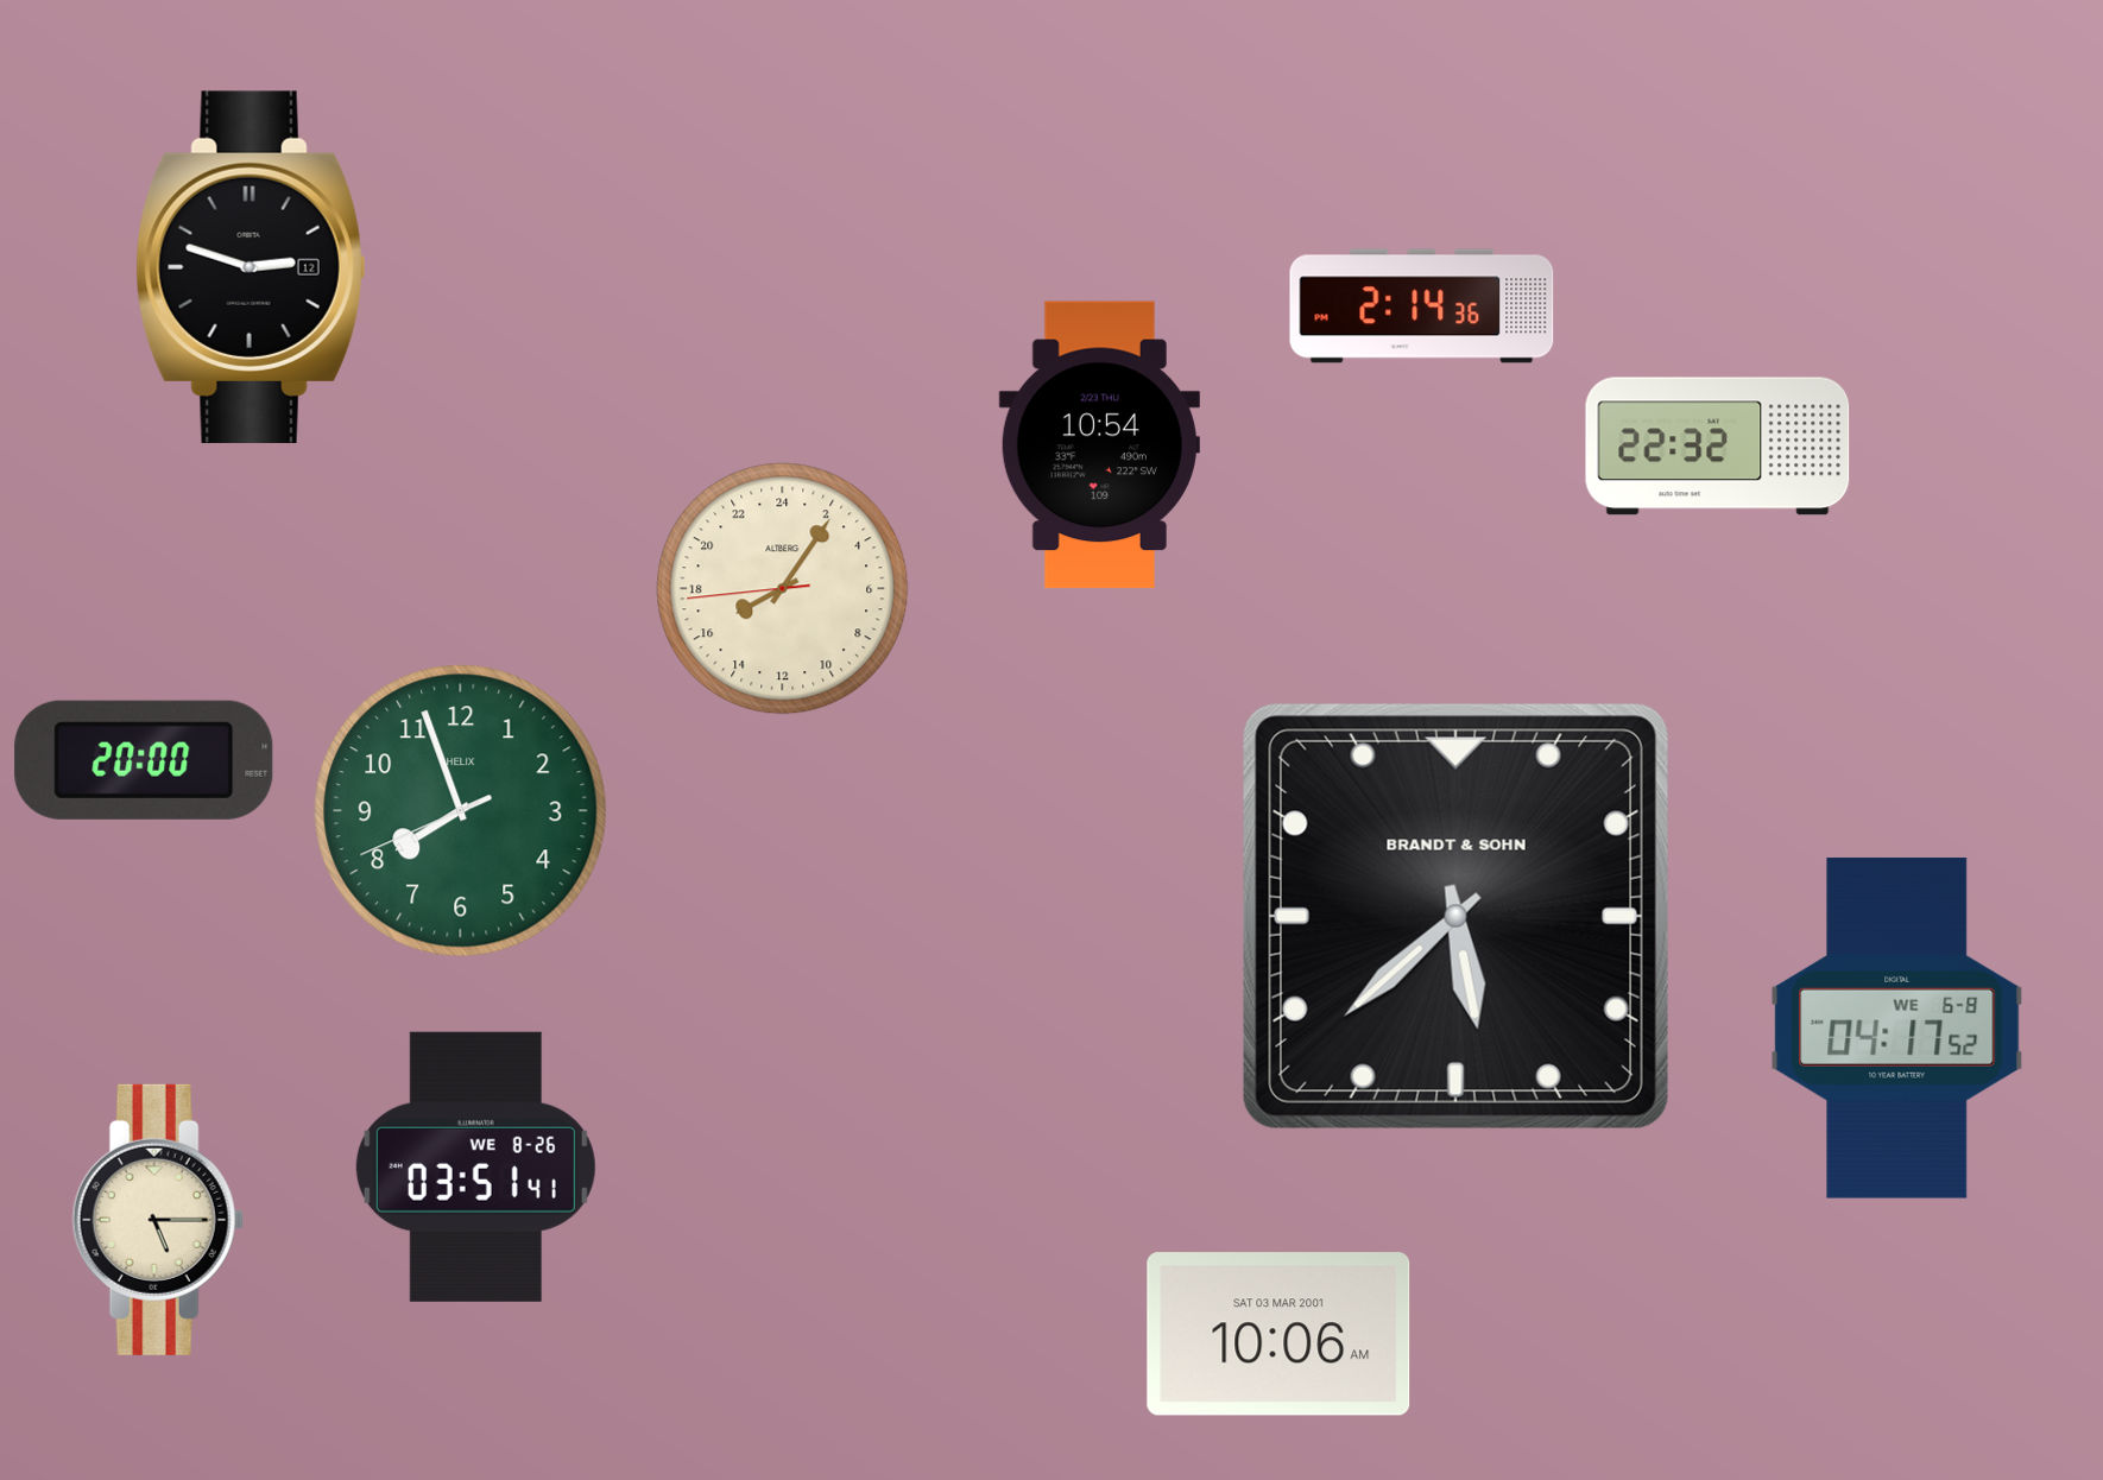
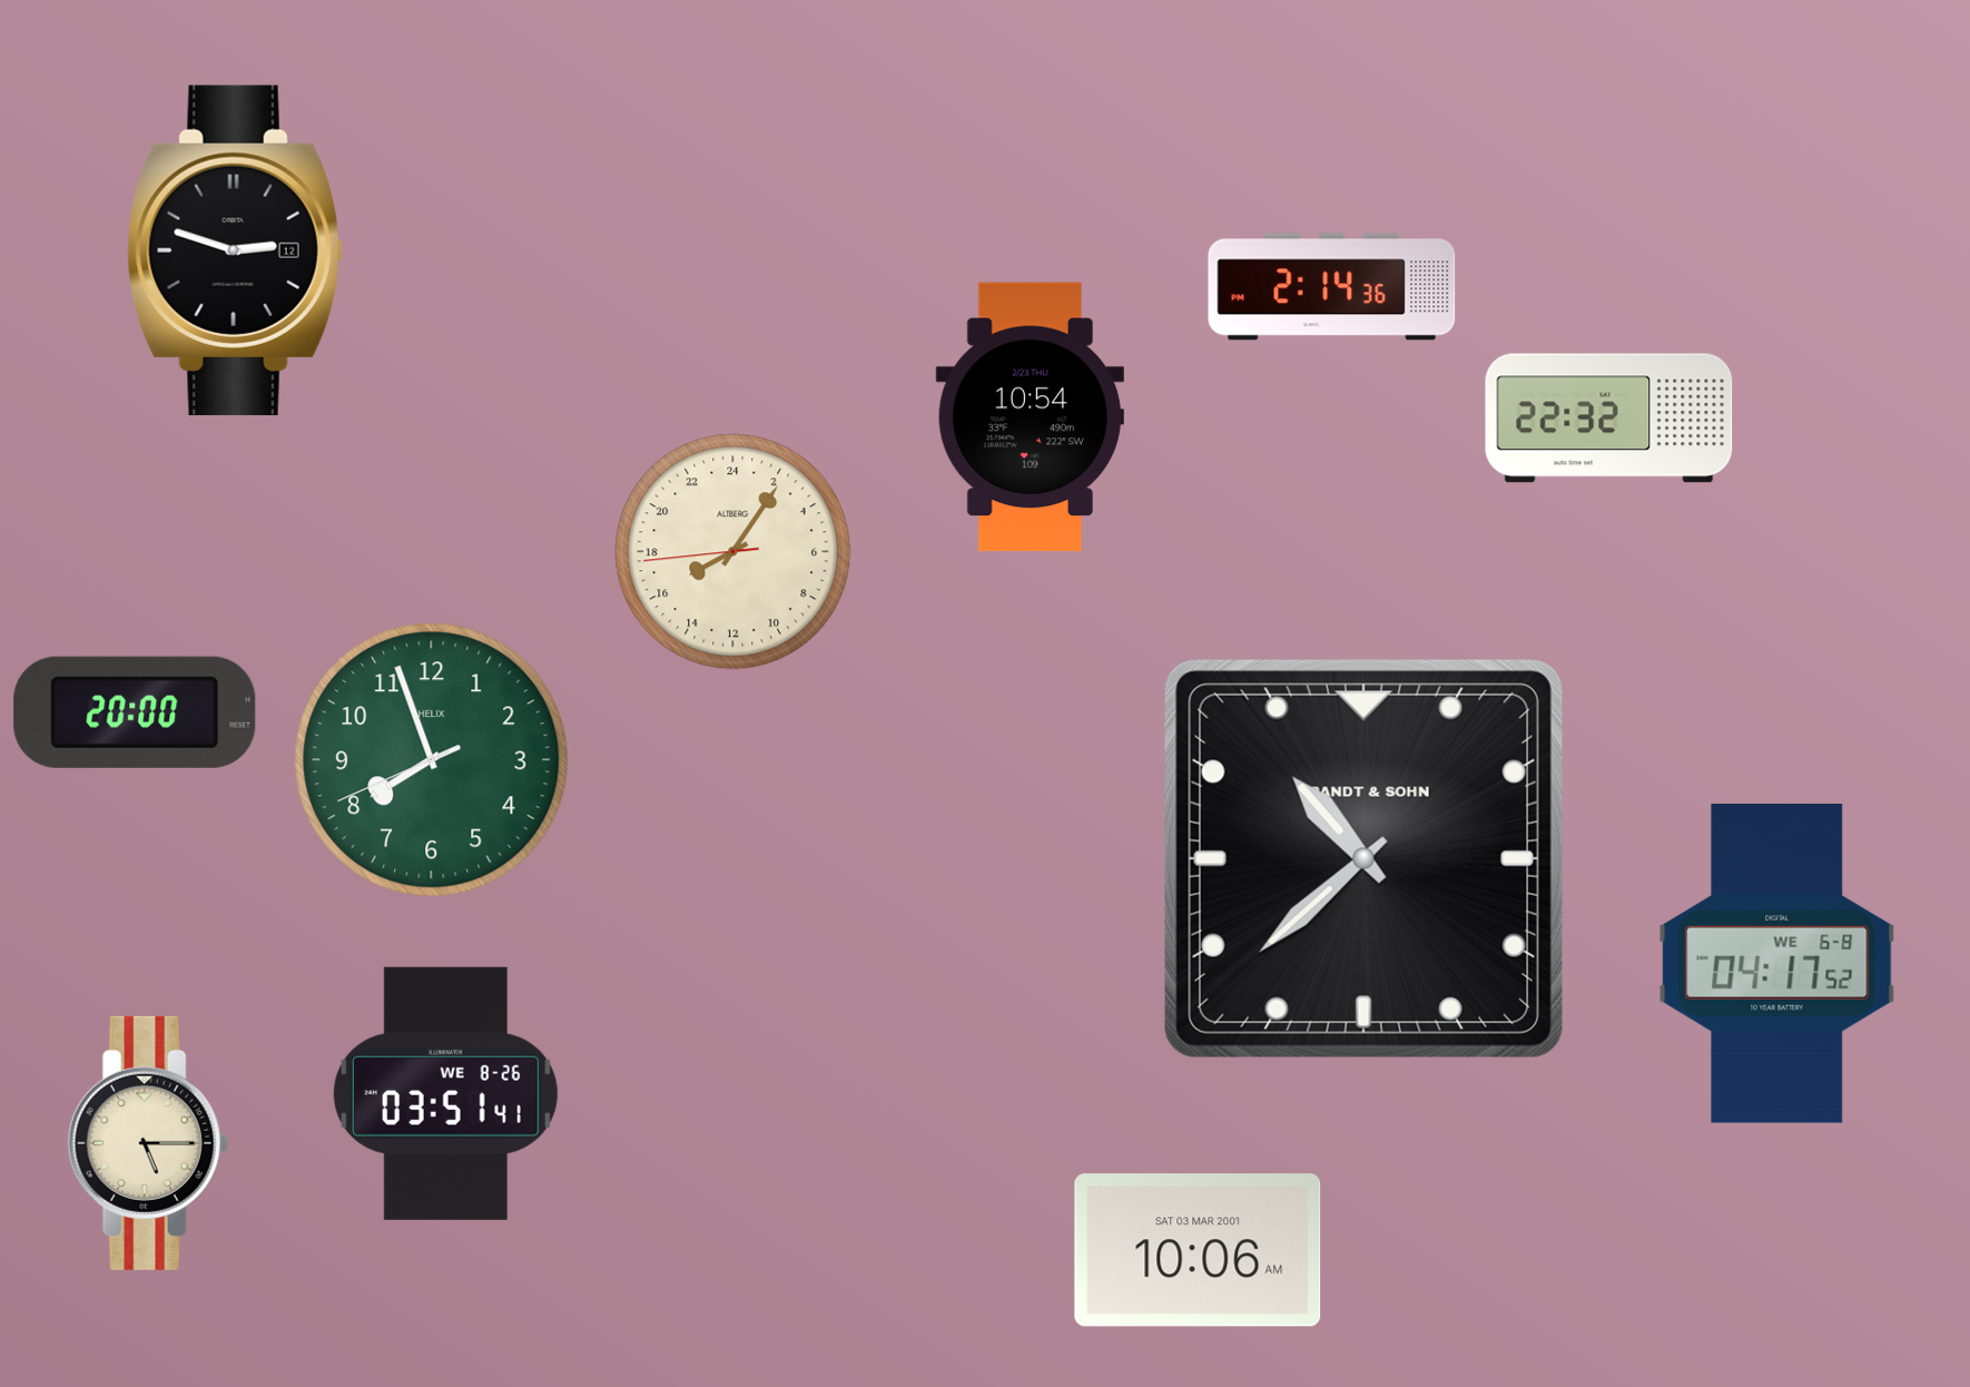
clock at (1455, 916): 5:38 -> 10:38
